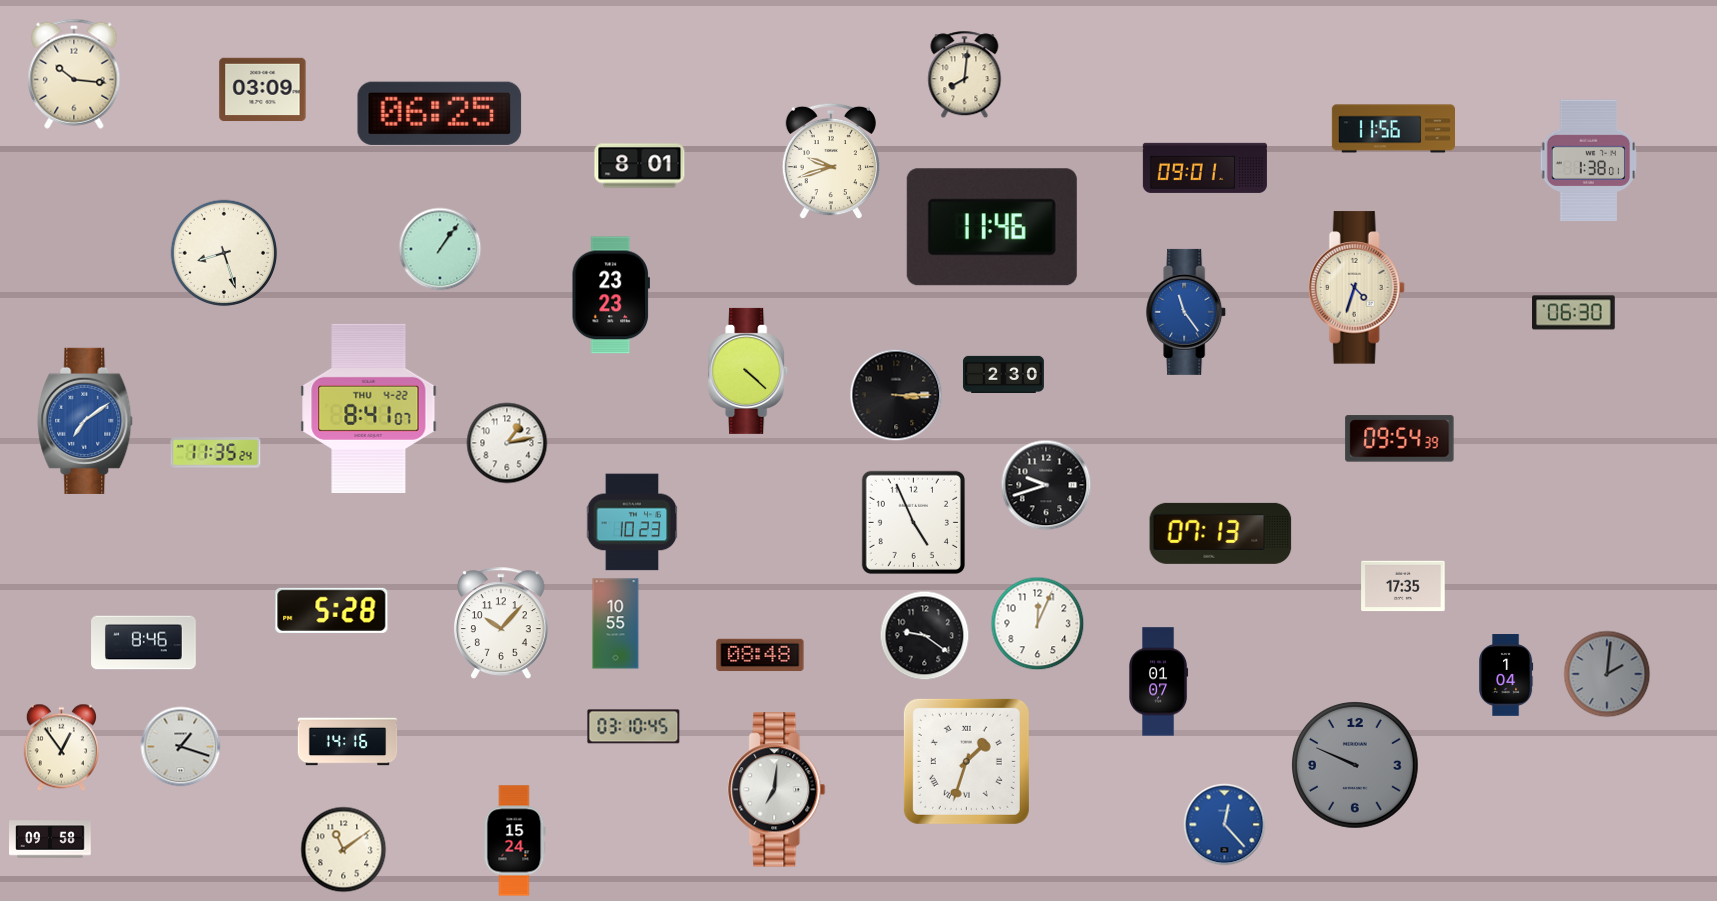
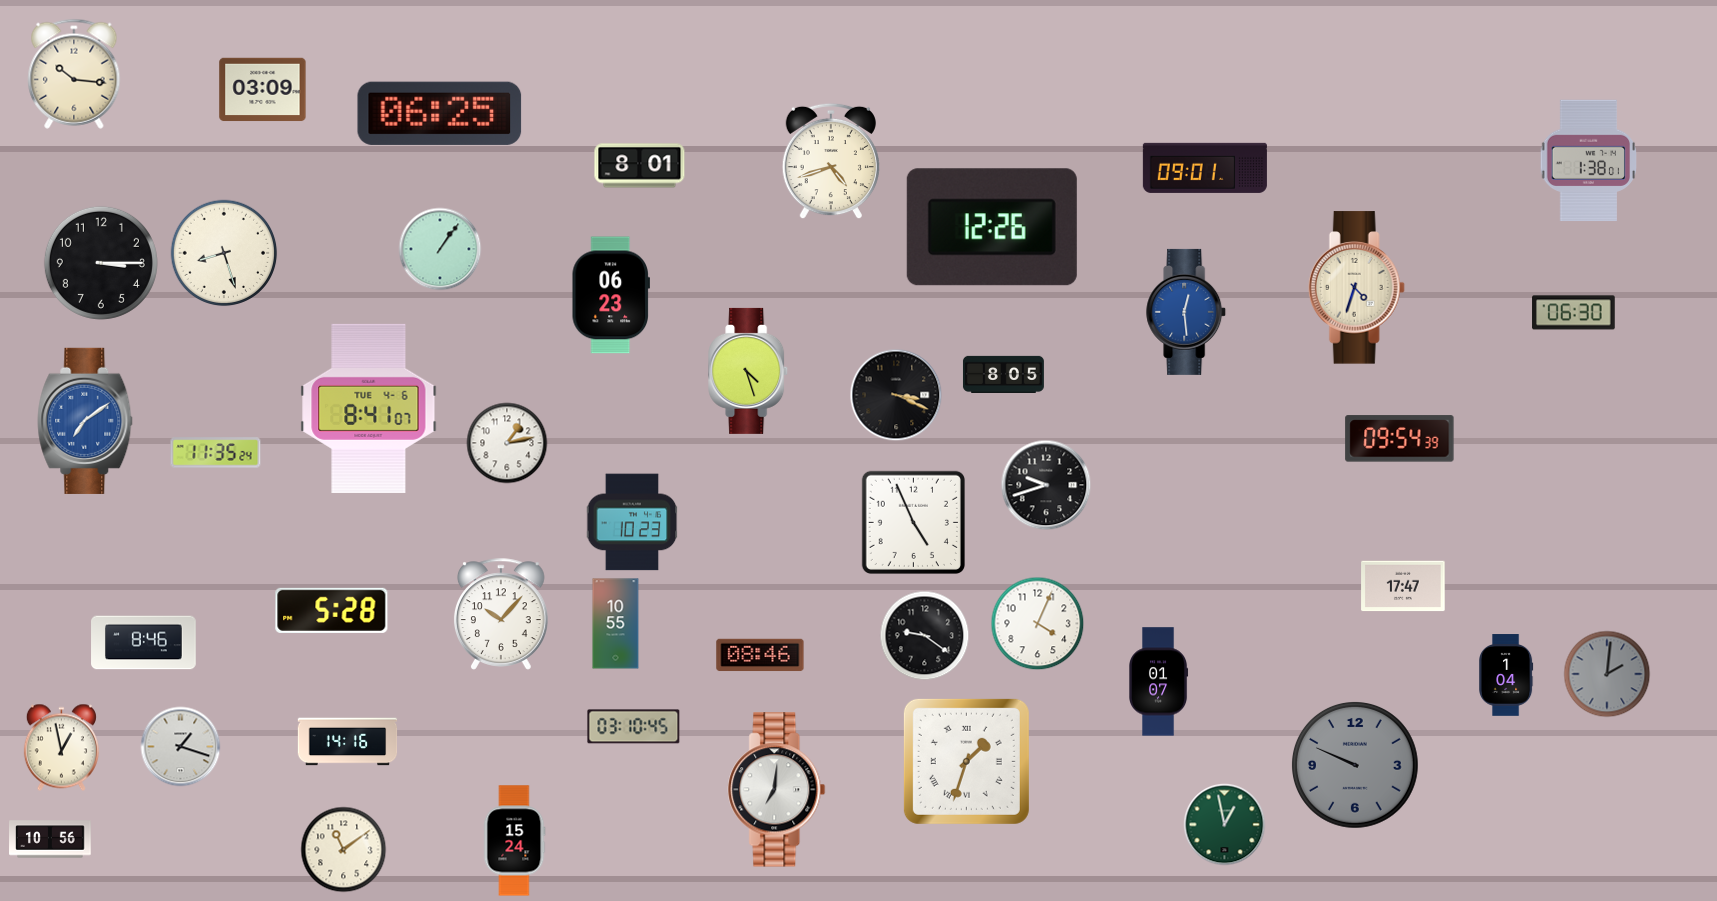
clock at (965, 75): 8:01 -> none
clock at (1393, 129): 11:56 -> none
clock at (831, 161): 9:42 -> 4:42
clock at (992, 227): 11:46 -> 12:26
clock at (101, 263): none -> 3:15
clock at (610, 295): 23:23 -> 06:23
clock at (1187, 312): 11:24 -> 12:29
clock at (749, 371): 4:22 -> 4:27
clock at (1004, 374): 2:30 -> 8:05
clock at (896, 395): 3:15 -> 3:19
clock at (369, 408) date: THU 4-22 -> TUE 4-6
clock at (1221, 533): 07:13 -> none
clock at (1403, 586): 17:35 -> 17:47
clock at (501, 623) position: (501, 623) -> (501, 614)
clock at (1038, 624): 12:04 -> 4:04
clock at (760, 655): 08:48 -> 08:46
clock at (61, 748): 12:54 -> 12:58
clock at (1225, 825): 12:23 -> 12:58
clock at (1225, 825) dial: blue -> green
clock at (50, 839): 09:58 -> 10:56
